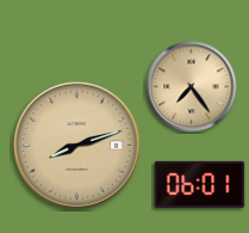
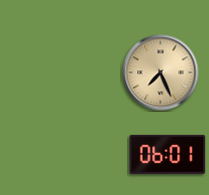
clock at (192, 87): 7:24 -> 7:26
clock at (76, 145): 8:12 -> none
